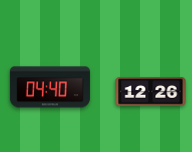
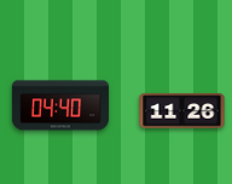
clock at (151, 92): 12:26 -> 11:26
